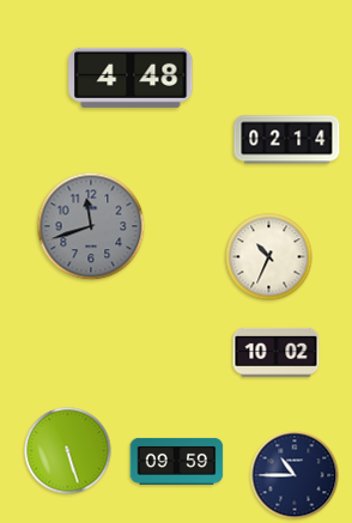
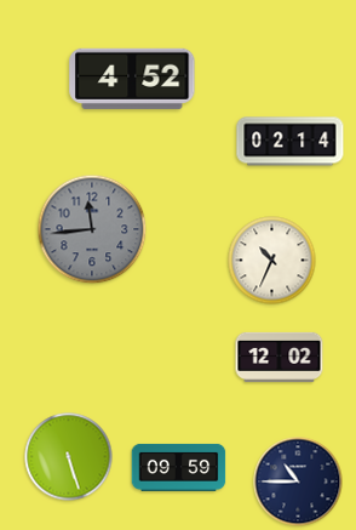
clock at (131, 78): 4:48 -> 4:52
clock at (91, 226): 11:42 -> 11:44
clock at (277, 352): 10:02 -> 12:02
